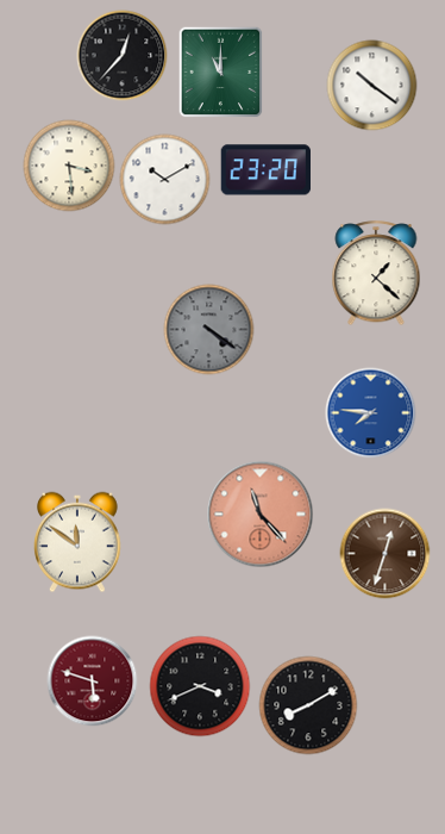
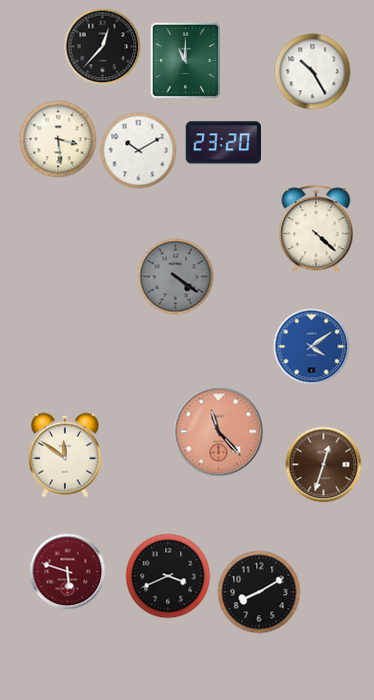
clock at (372, 86): 10:21 -> 10:25
clock at (376, 274): 1:22 -> 4:22
clock at (371, 413): 7:46 -> 4:09
clock at (93, 681) position: (93, 681) -> (68, 572)
